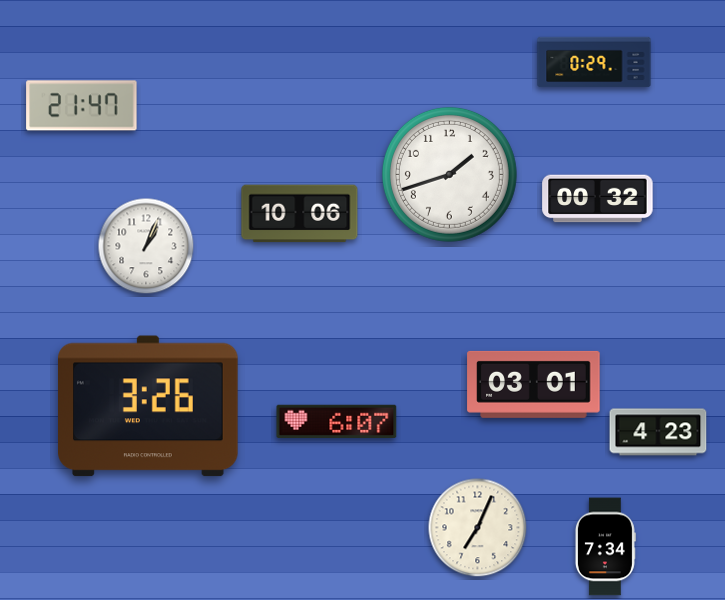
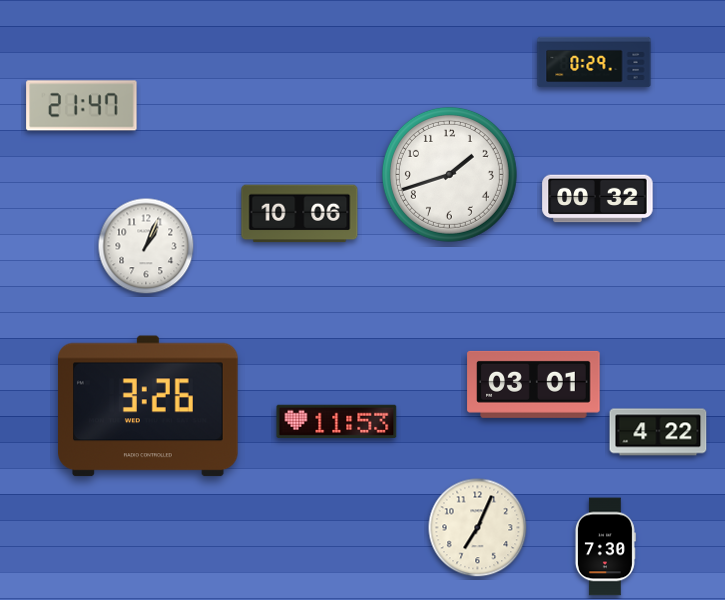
clock at (337, 421): 6:07 -> 11:53
clock at (658, 432): 4:23 -> 4:22
clock at (605, 547): 7:34 -> 7:30
